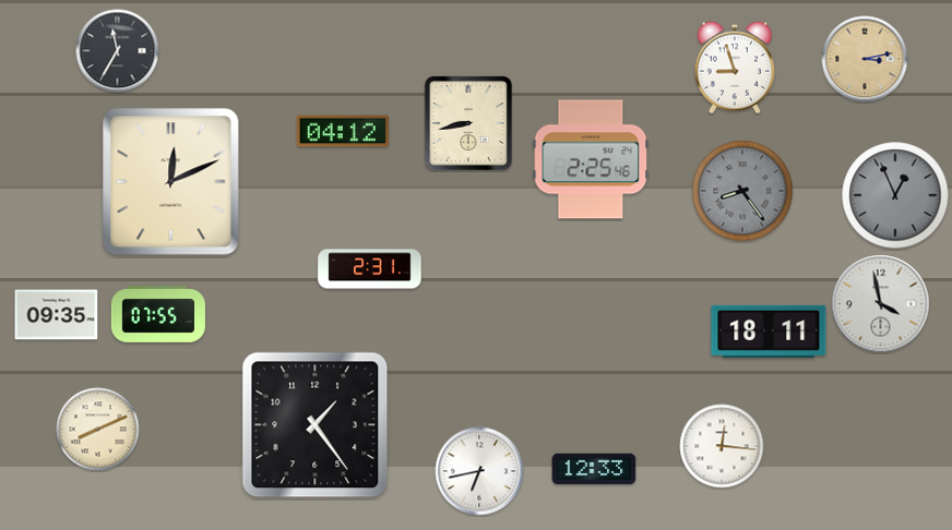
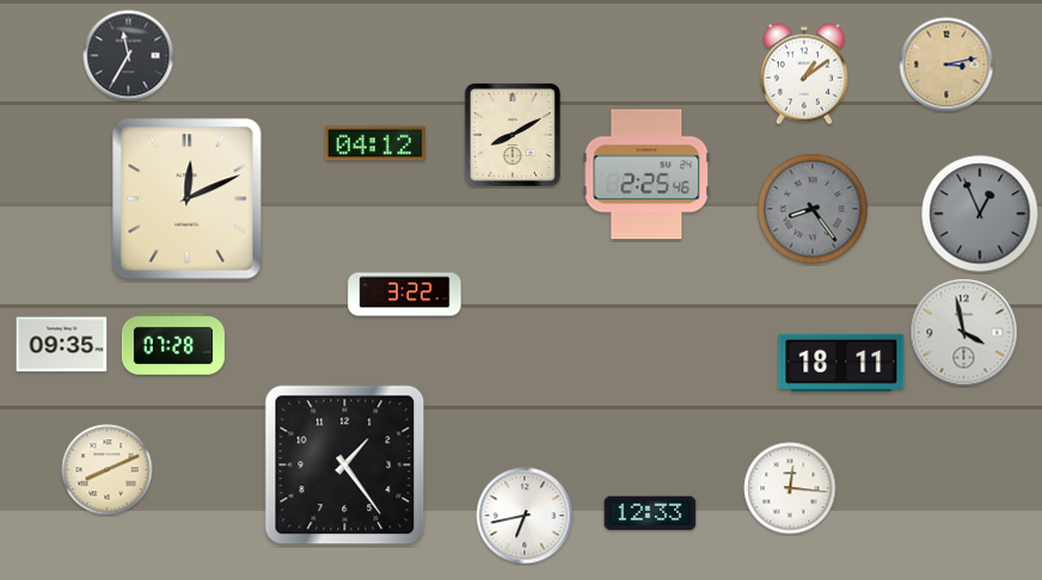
clock at (735, 68): 8:57 -> 1:09
clock at (468, 123): 8:43 -> 8:10
clock at (370, 269): 2:31 -> 3:22
clock at (158, 314): 07:55 -> 07:28
